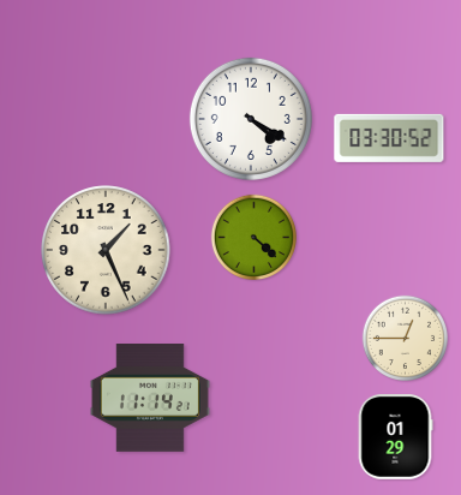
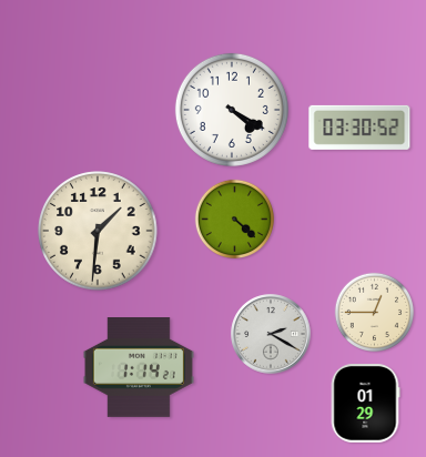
clock at (106, 250): 1:26 -> 1:31
clock at (271, 334): none -> 2:20
clock at (150, 399): 11:14 -> 1:14
